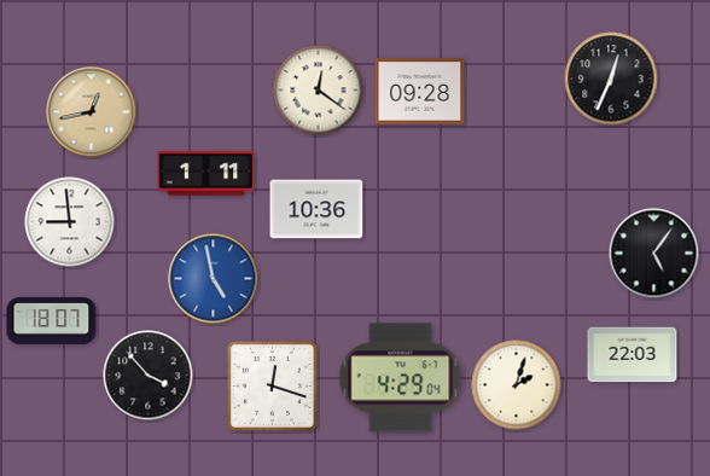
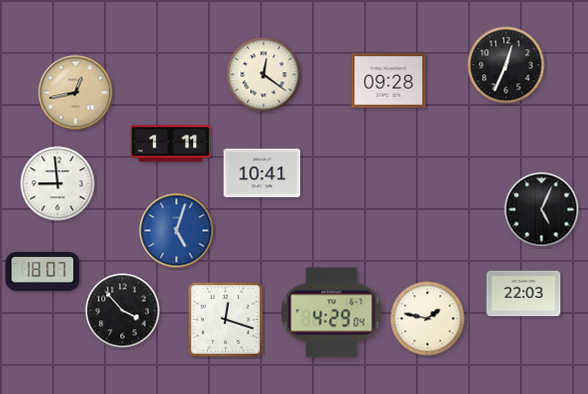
clock at (420, 92) position: (420, 92) -> (389, 81)
clock at (316, 209): 10:36 -> 10:41
clock at (654, 254): 5:06 -> 5:04
clock at (214, 279): 4:58 -> 5:03
clock at (52, 320) position: (52, 320) -> (43, 271)
clock at (517, 385): 2:03 -> 1:47
